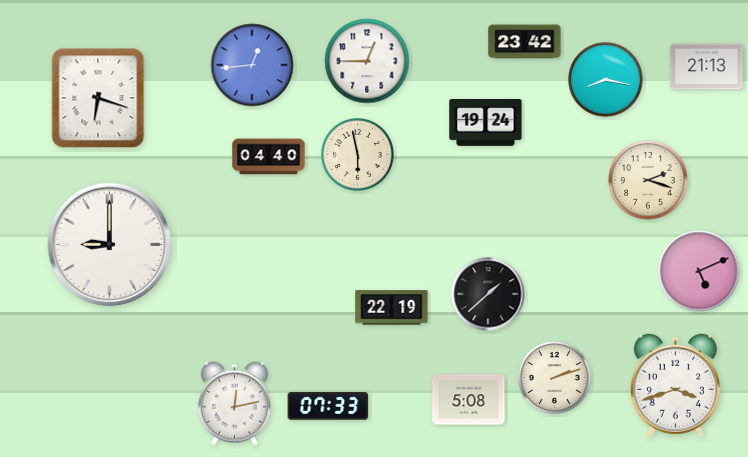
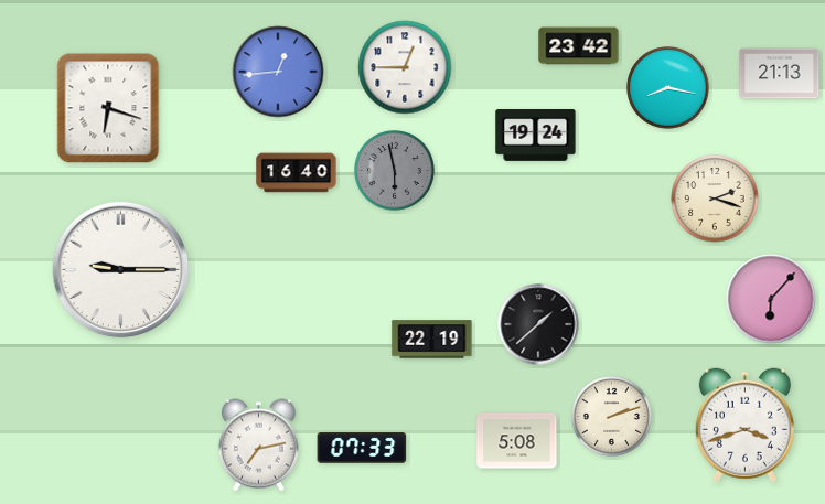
clock at (358, 155) dial: cream -> grey
clock at (269, 157): 04:40 -> 16:40
clock at (110, 245): 9:00 -> 9:15
clock at (699, 271): 5:11 -> 6:07
clock at (234, 404): 12:13 -> 7:13
